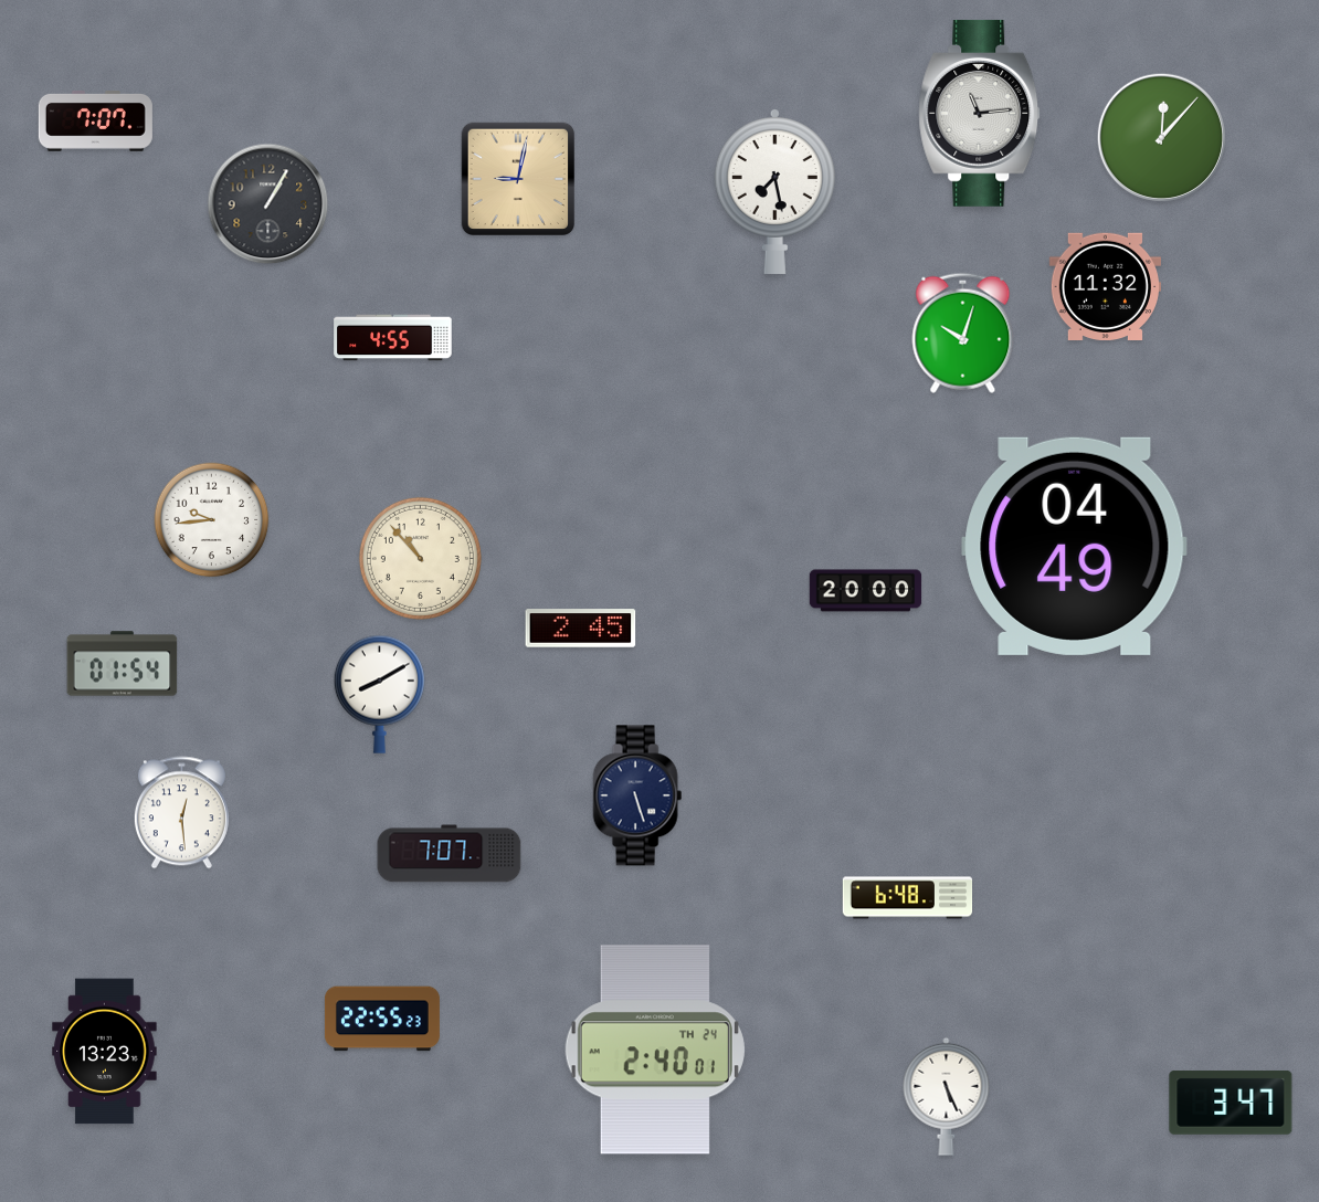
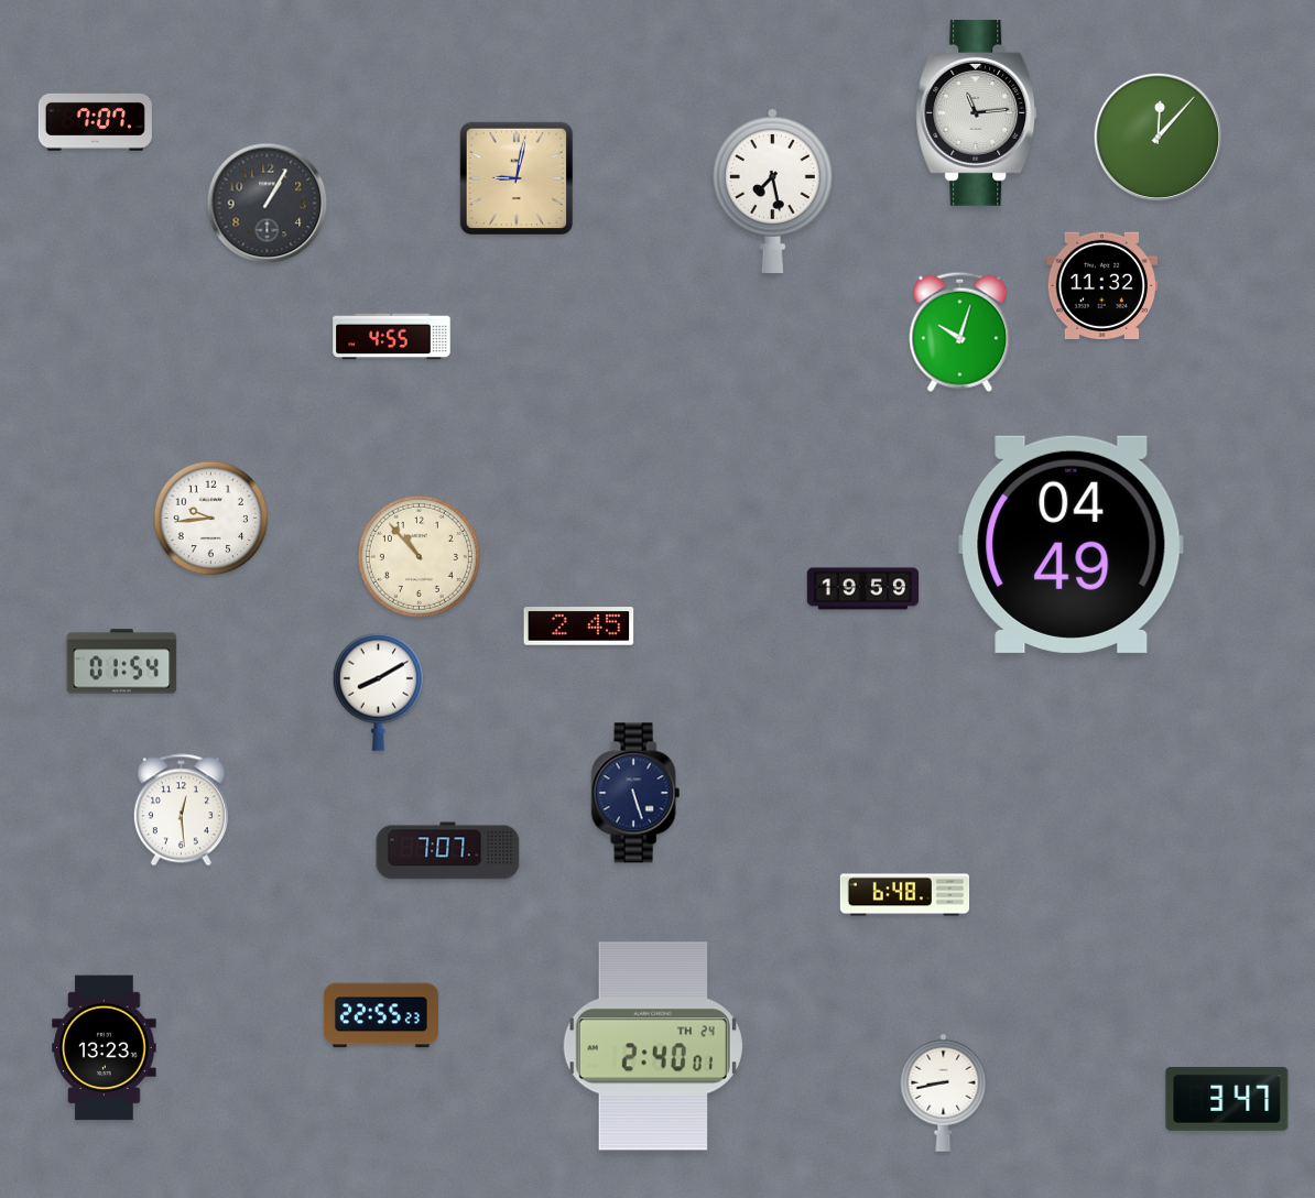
clock at (866, 591): 20:00 -> 19:59
clock at (947, 1096): 5:26 -> 8:43
